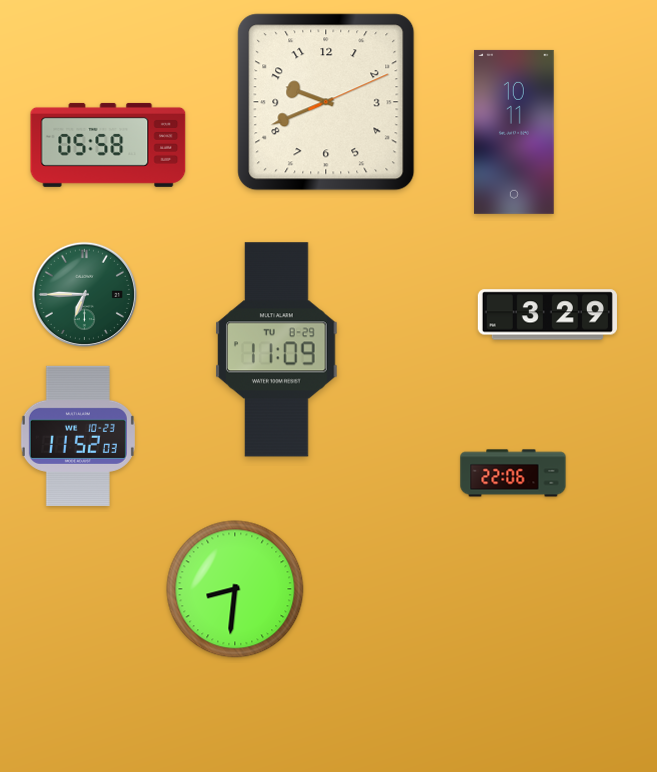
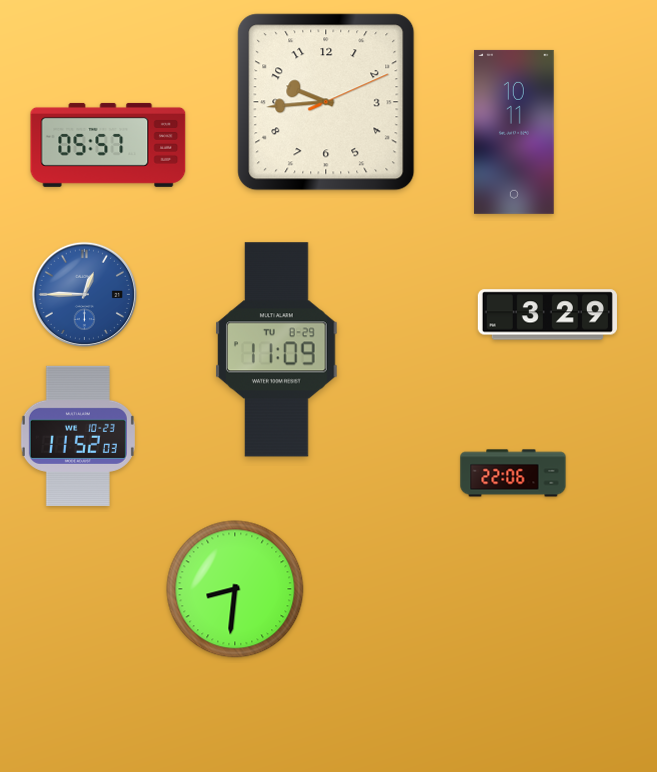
clock at (326, 102): 9:41 -> 9:44
clock at (108, 145): 05:58 -> 05:57
clock at (84, 294): 6:45 -> 12:45
clock at (84, 294) dial: green -> blue
